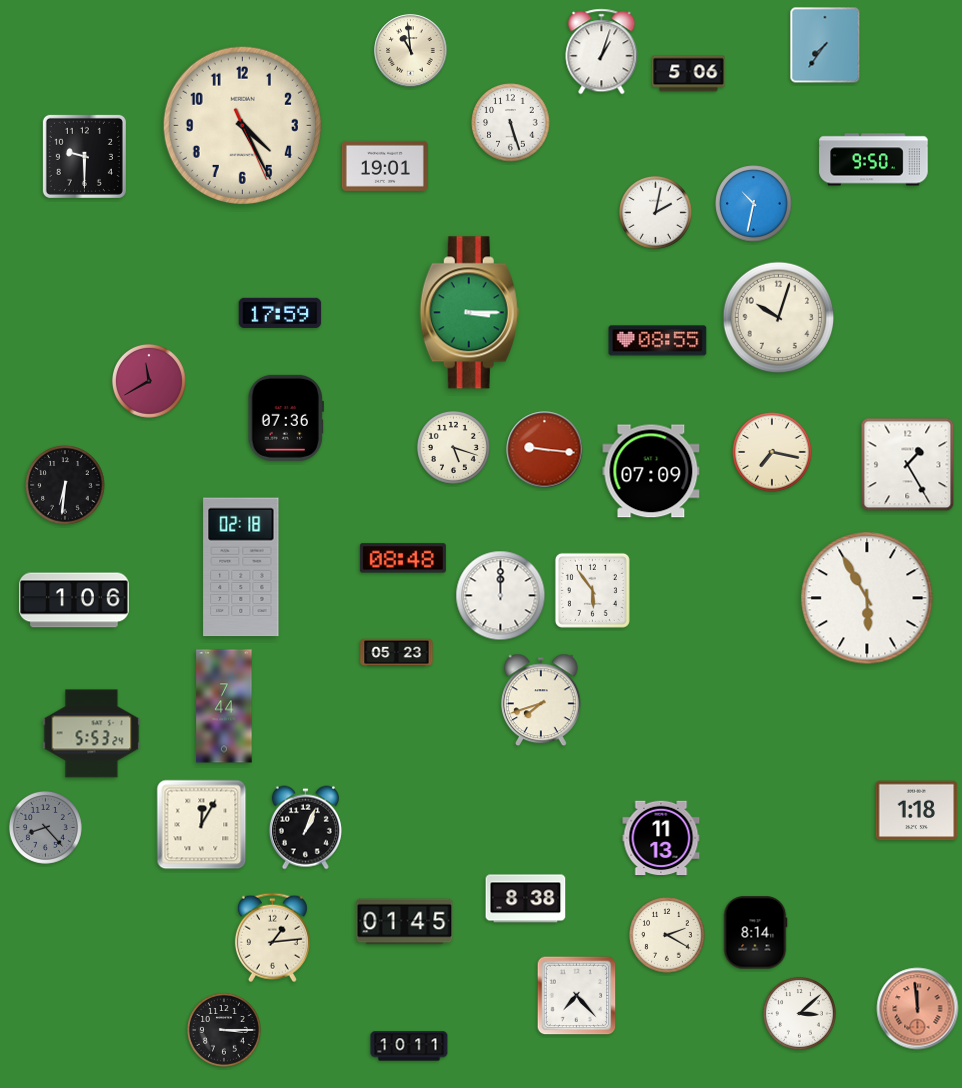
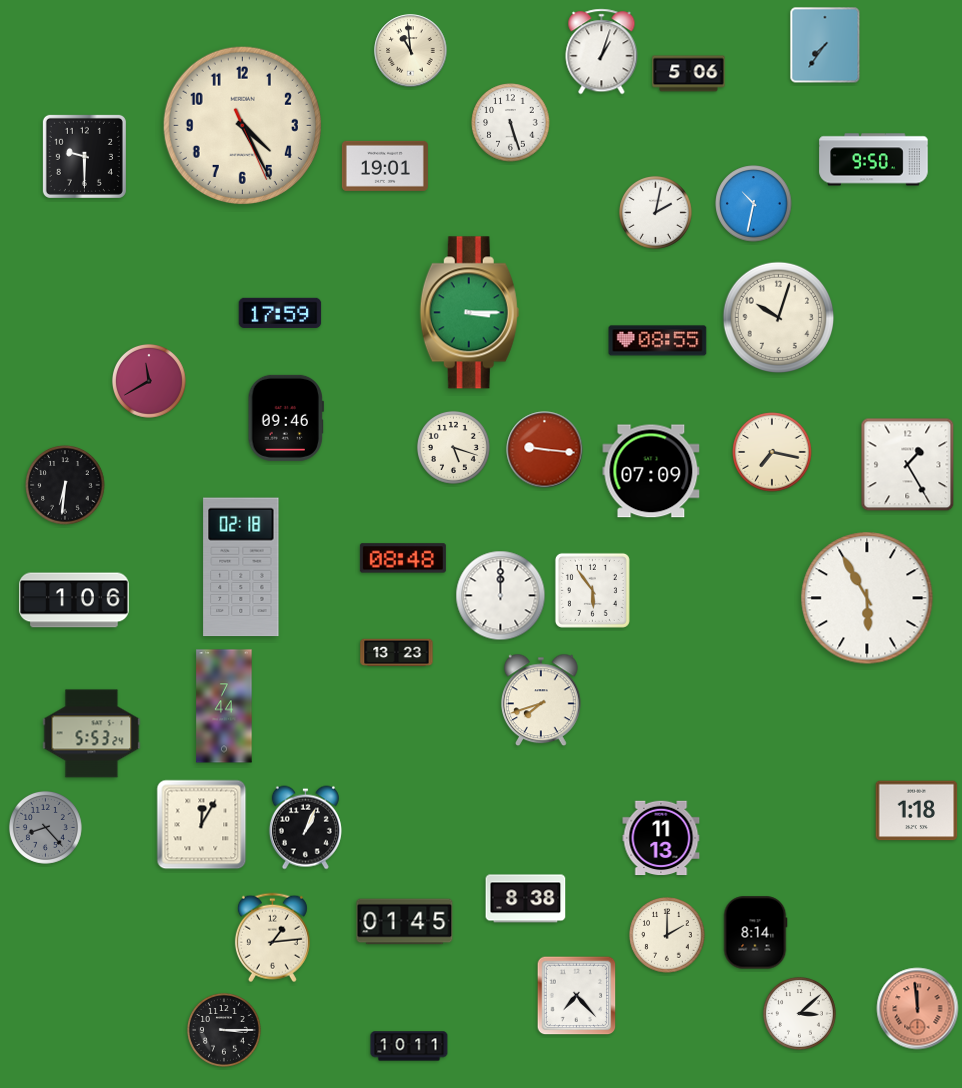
clock at (286, 418): 07:36 -> 09:46
clock at (397, 653): 05:23 -> 13:23
clock at (667, 935): 2:20 -> 2:00
